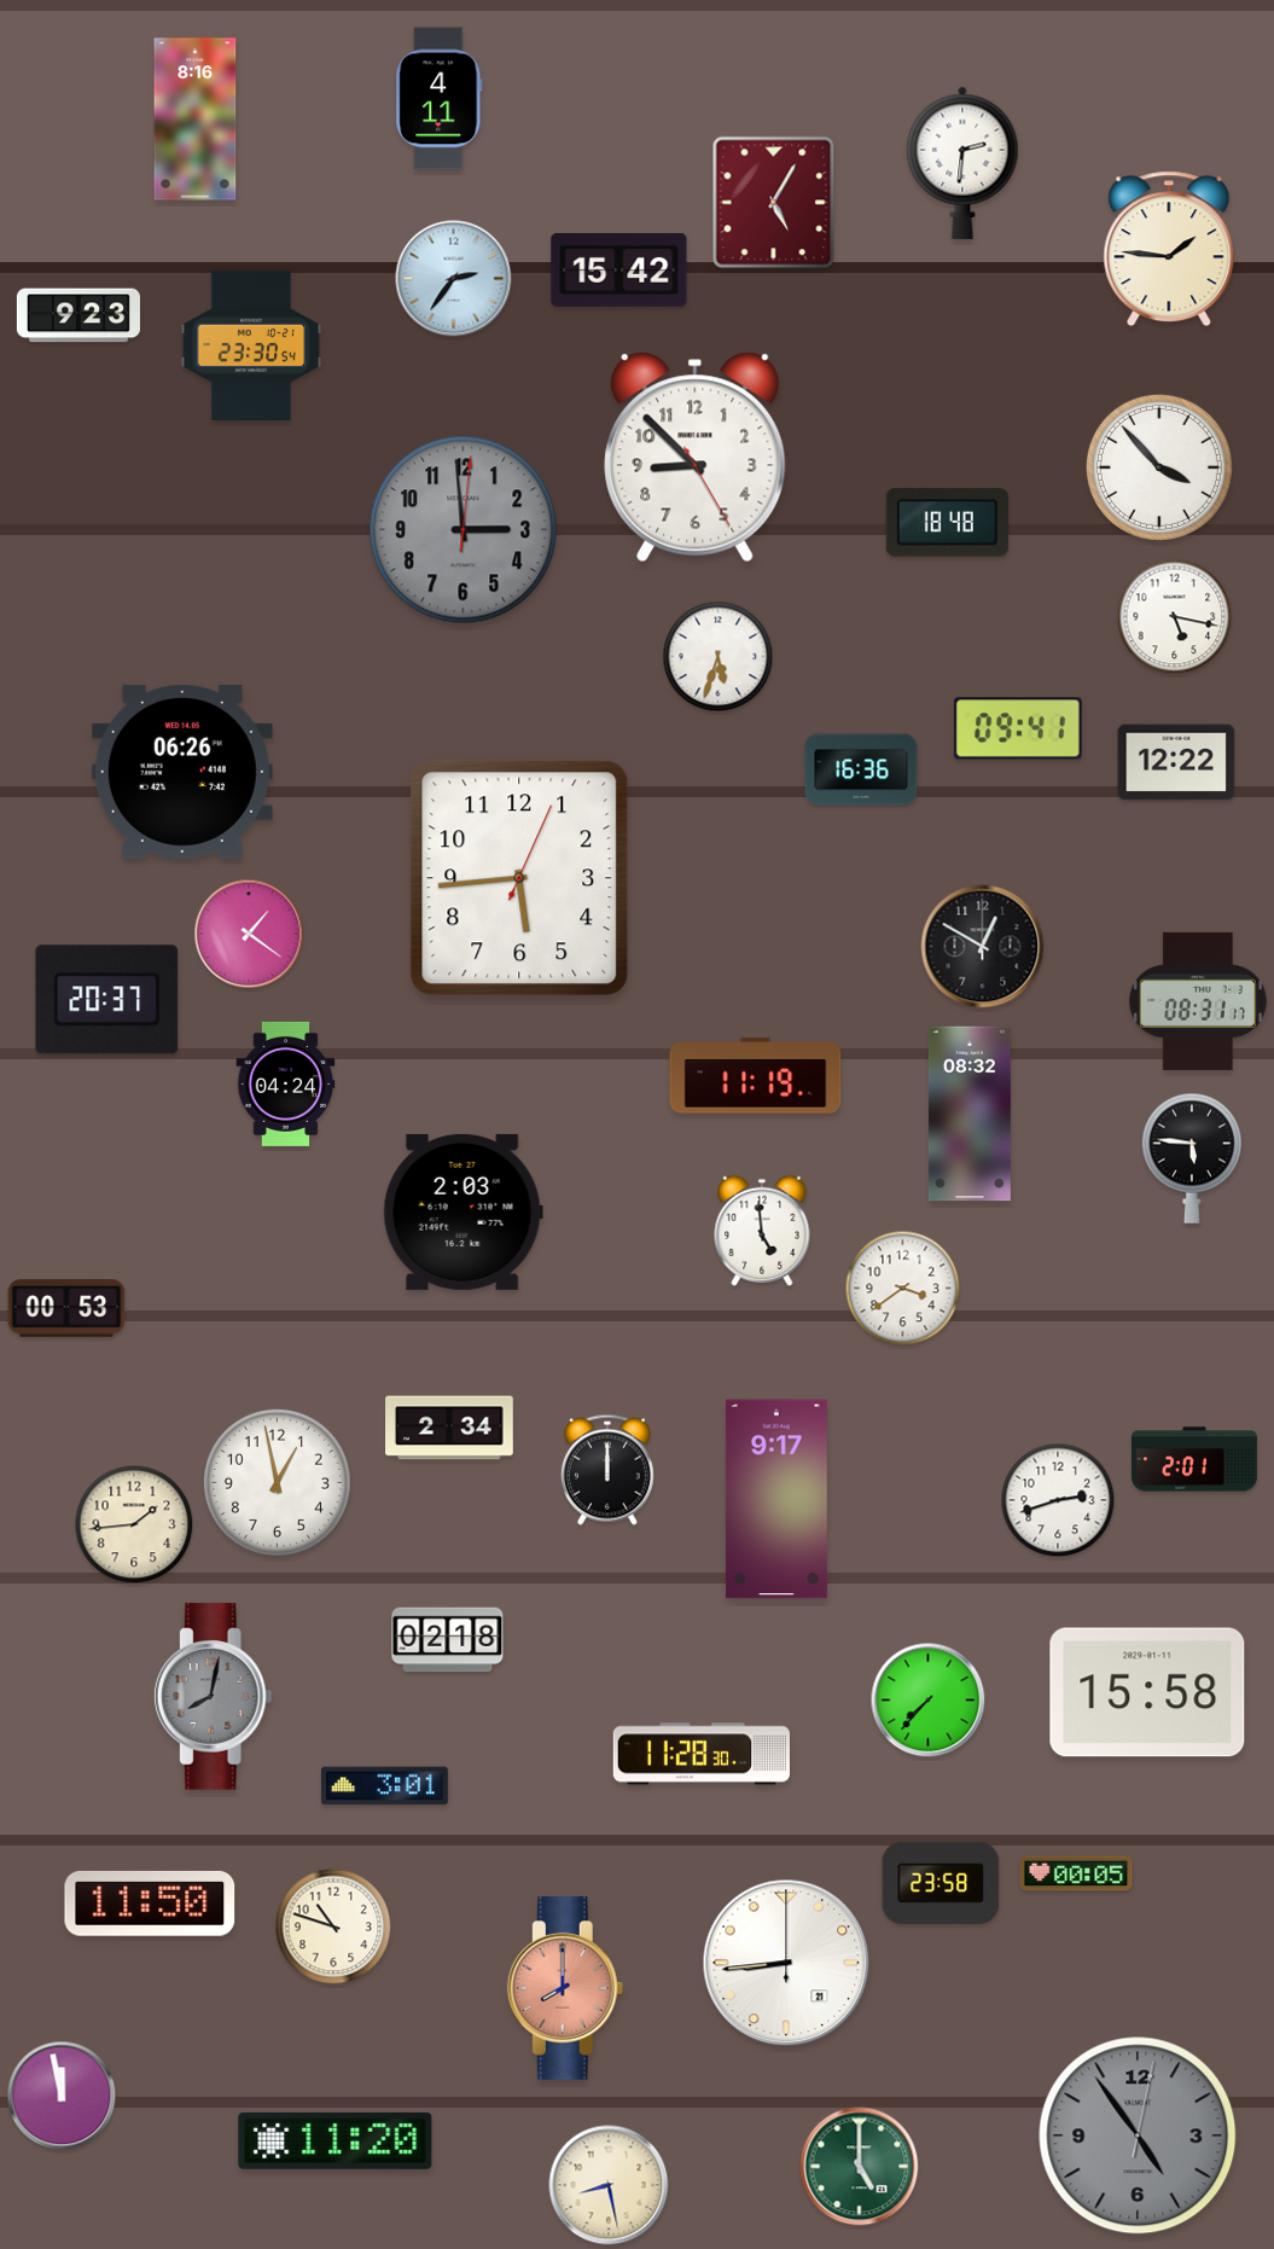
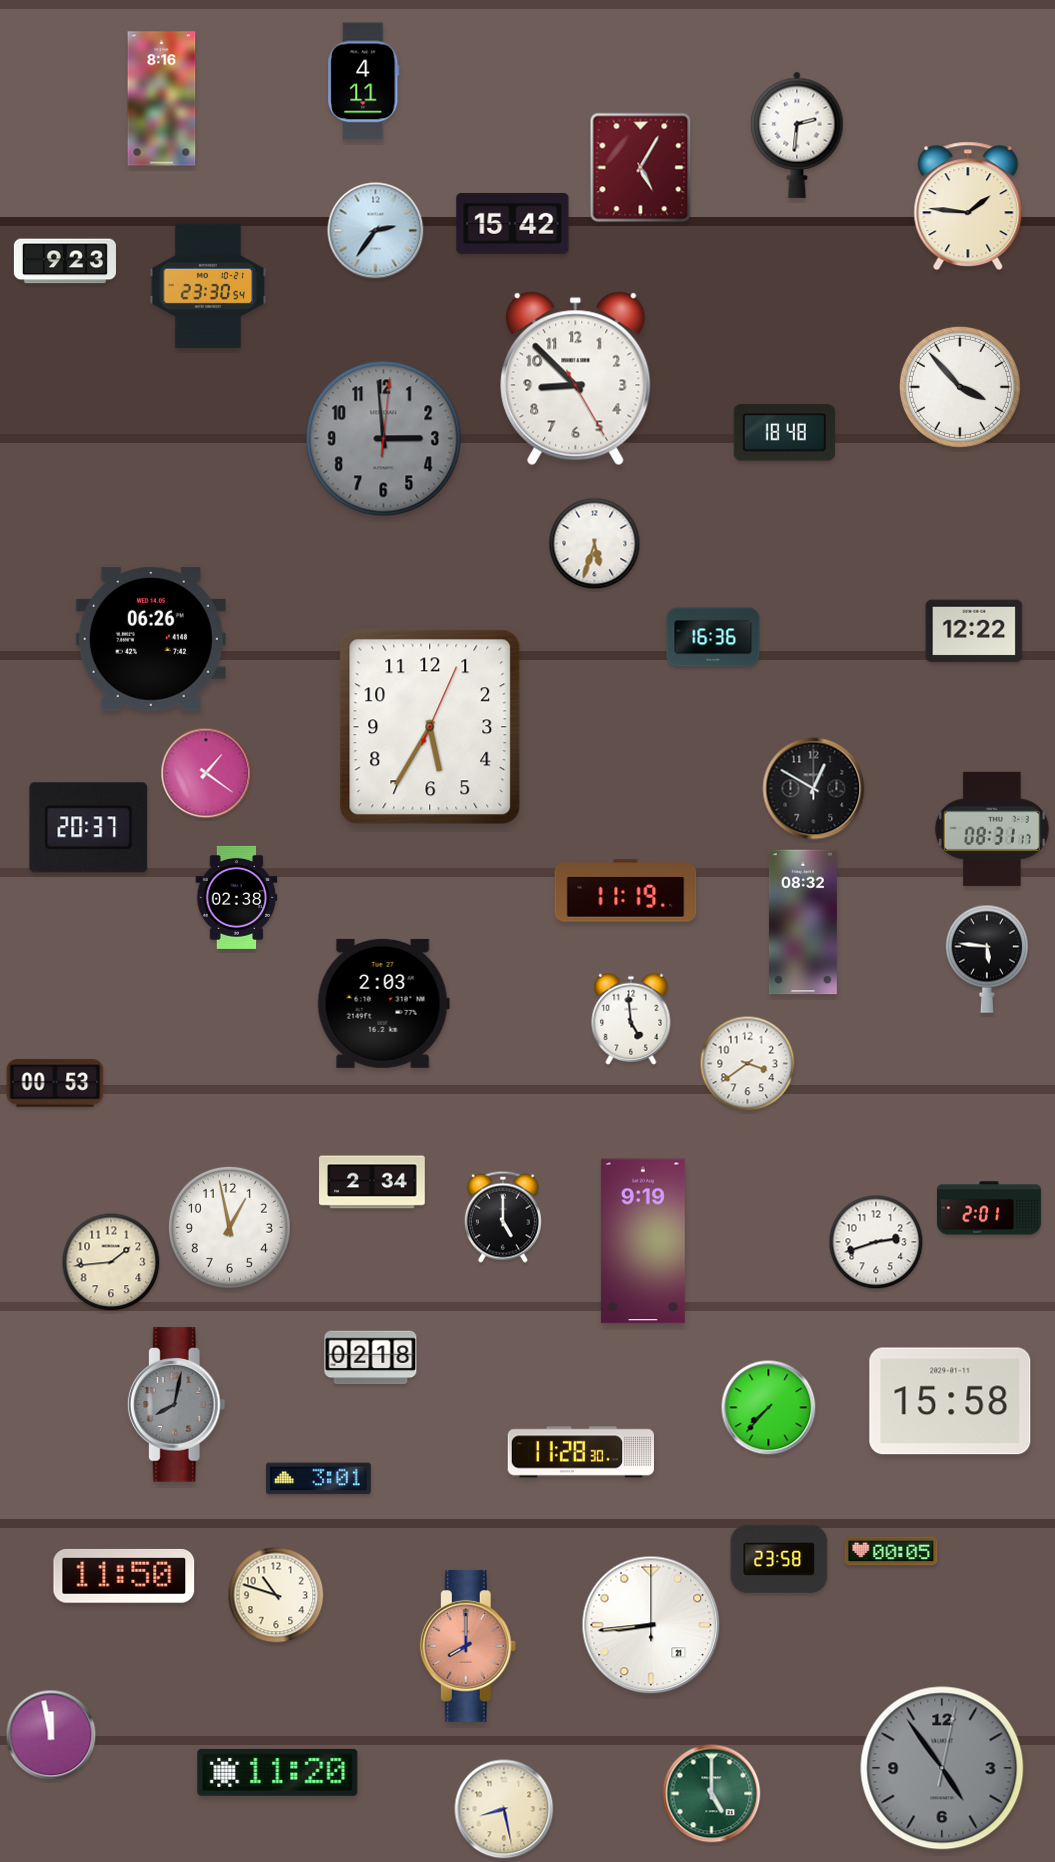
clock at (1175, 617): 5:17 -> none
clock at (1018, 728): 09:41 -> none
clock at (519, 878): 5:44 -> 5:35
clock at (983, 947) position: (983, 947) -> (814, 789)
clock at (286, 1083): 04:24 -> 02:38
clock at (903, 1289) position: (903, 1289) -> (748, 1064)
clock at (607, 1470): 12:00 -> 5:00
clock at (776, 1499): 9:17 -> 9:19
